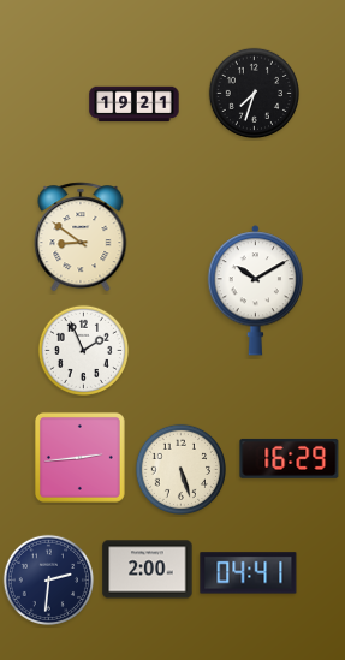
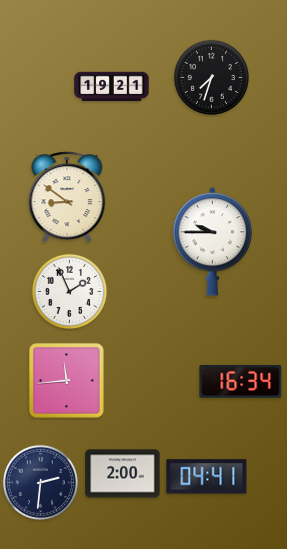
clock at (255, 291): 10:10 -> 9:45
clock at (79, 457): 2:44 -> 11:44
clock at (290, 458): 16:29 -> 16:34
clock at (180, 469): 5:27 -> none
